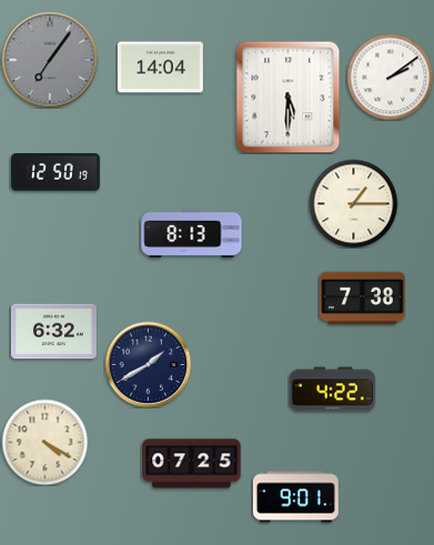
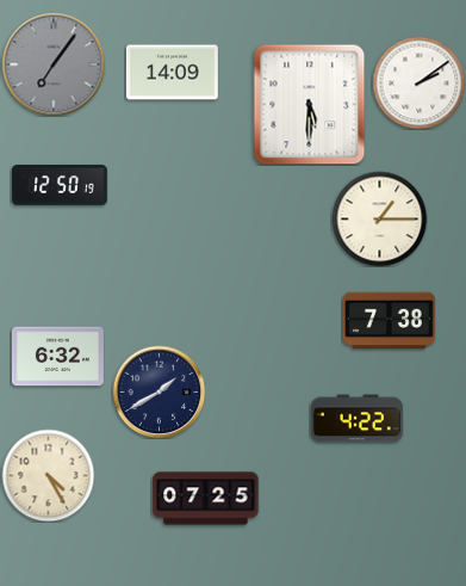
clock at (160, 68): 14:04 -> 14:09
clock at (192, 233): 8:13 -> none
clock at (44, 442): 4:20 -> 4:25
clock at (295, 497): 9:01 -> none
